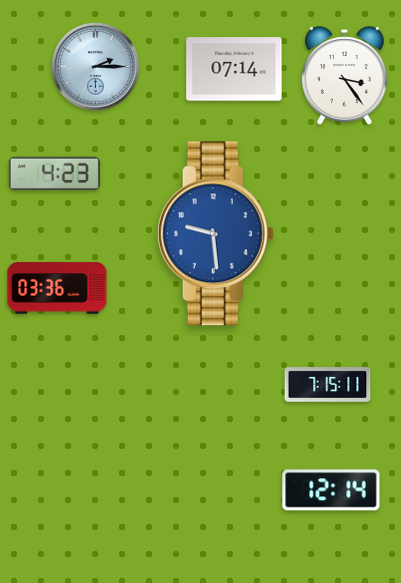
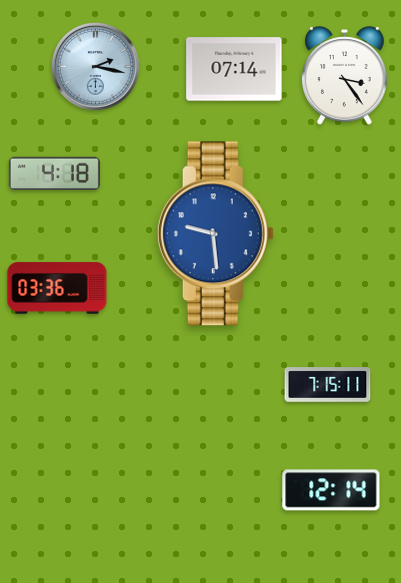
clock at (95, 66): 2:15 -> 2:17
clock at (54, 174): 4:23 -> 4:18
